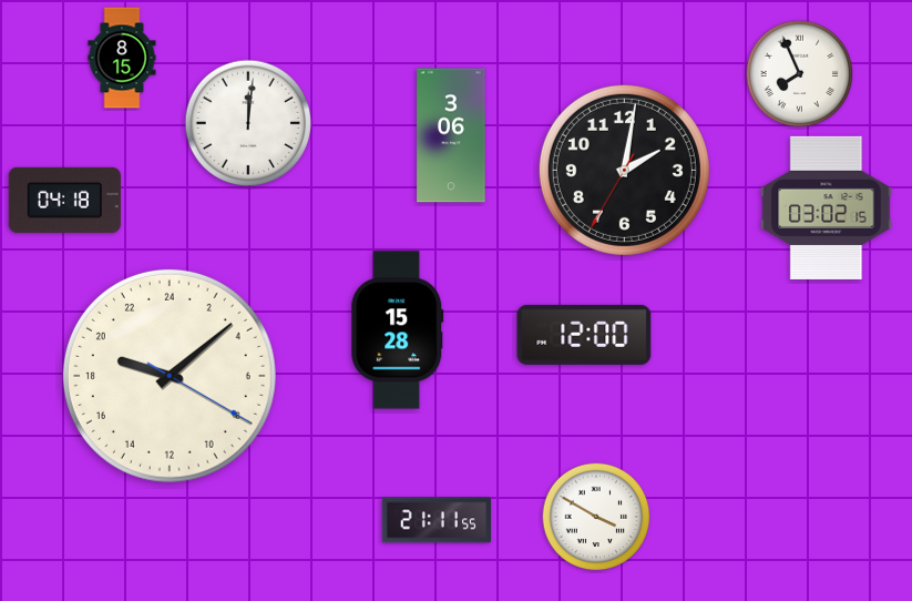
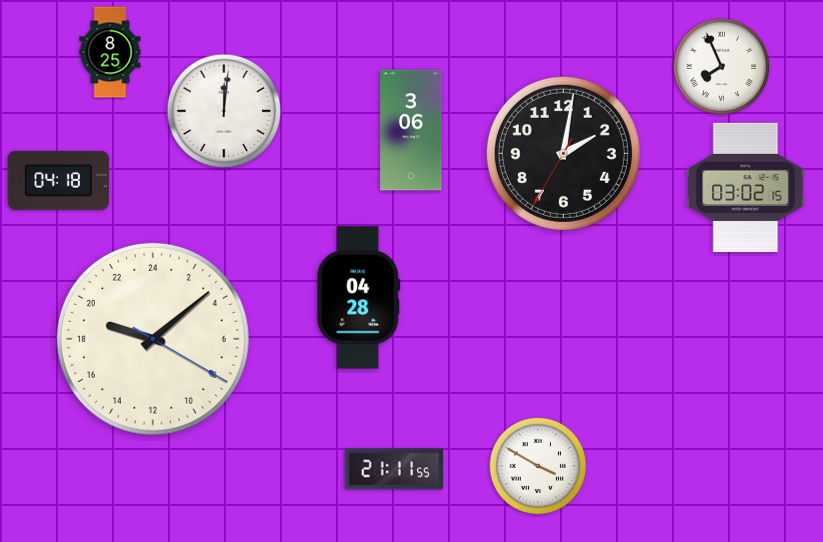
clock at (122, 58): 8:15 -> 8:25
clock at (451, 135) position: (451, 135) -> (411, 130)
clock at (398, 330): 15:28 -> 04:28
clock at (584, 335): 12:00 -> none
